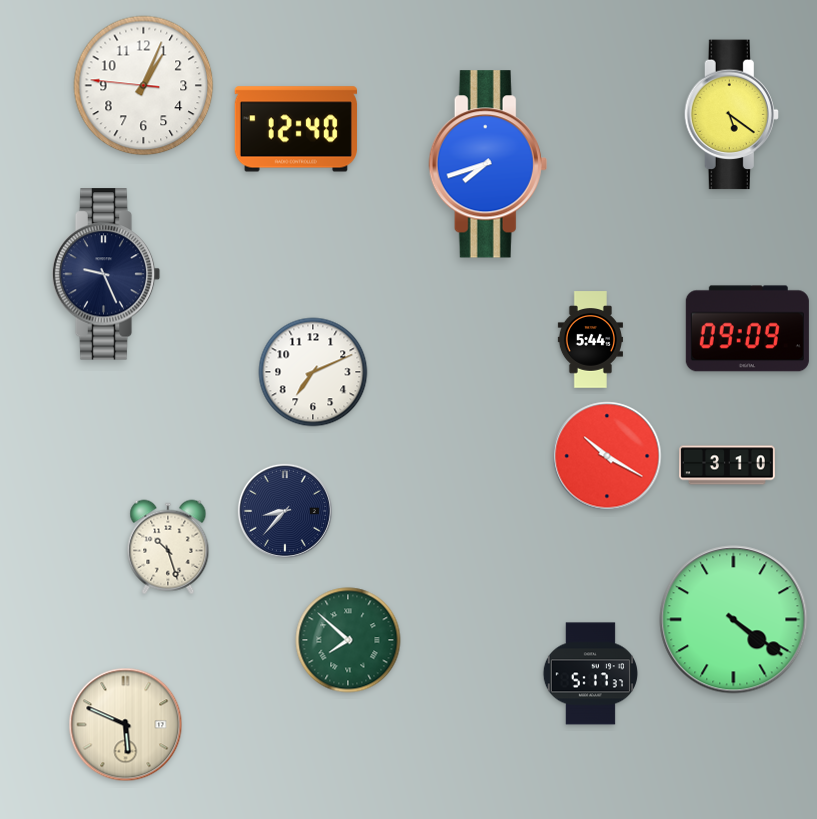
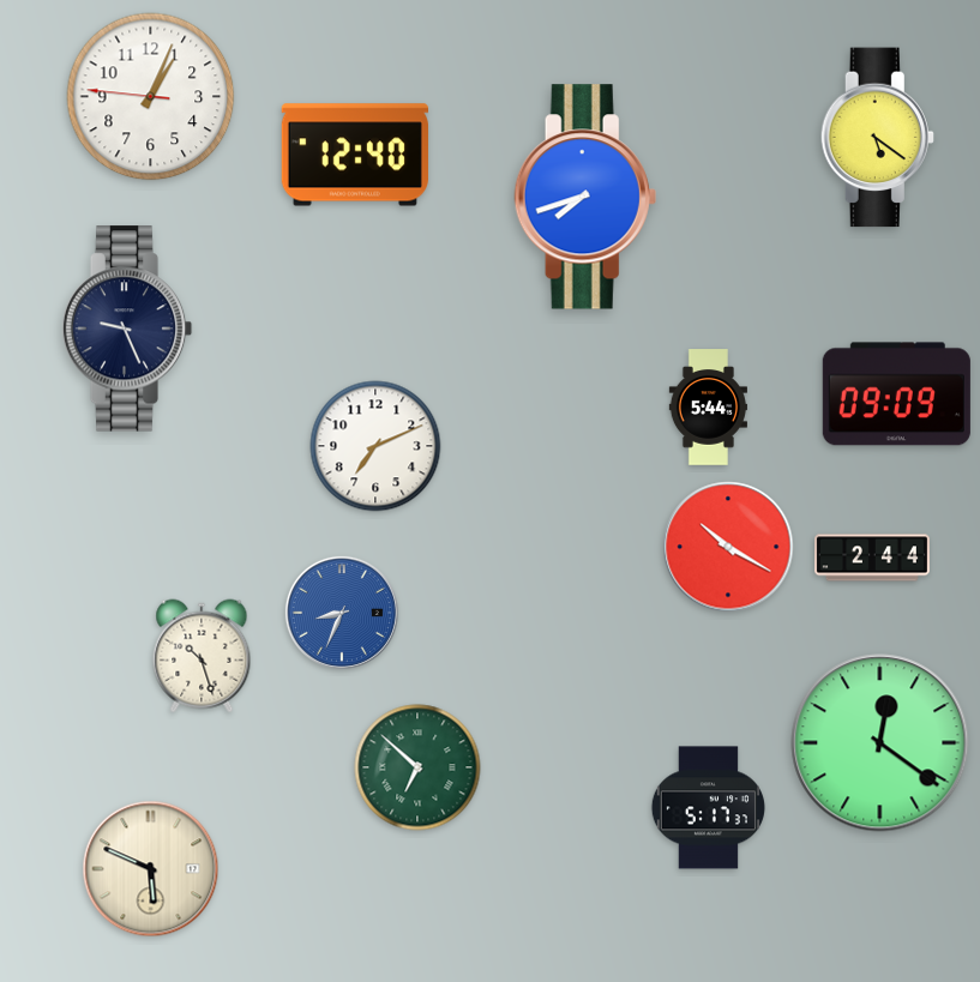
clock at (144, 86) position: (144, 86) -> (151, 97)
clock at (728, 465): 3:10 -> 2:44
clock at (285, 511): 8:37 -> 8:34
clock at (285, 511) dial: navy -> blue
clock at (734, 620): 4:21 -> 12:21
clock at (348, 640): 7:52 -> 6:52
